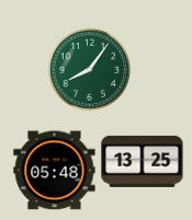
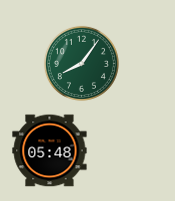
clock at (143, 161): 13:25 -> none
clock at (55, 171) position: (55, 171) -> (50, 151)
